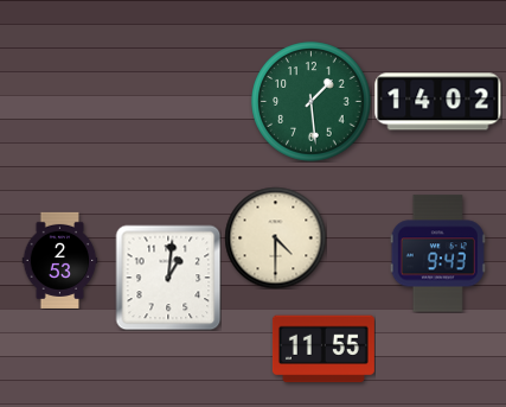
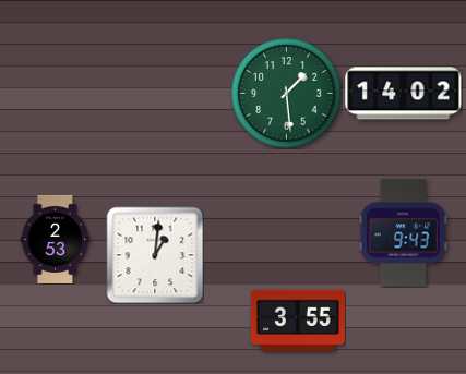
clock at (275, 237): 4:30 -> none
clock at (324, 349): 11:55 -> 3:55
